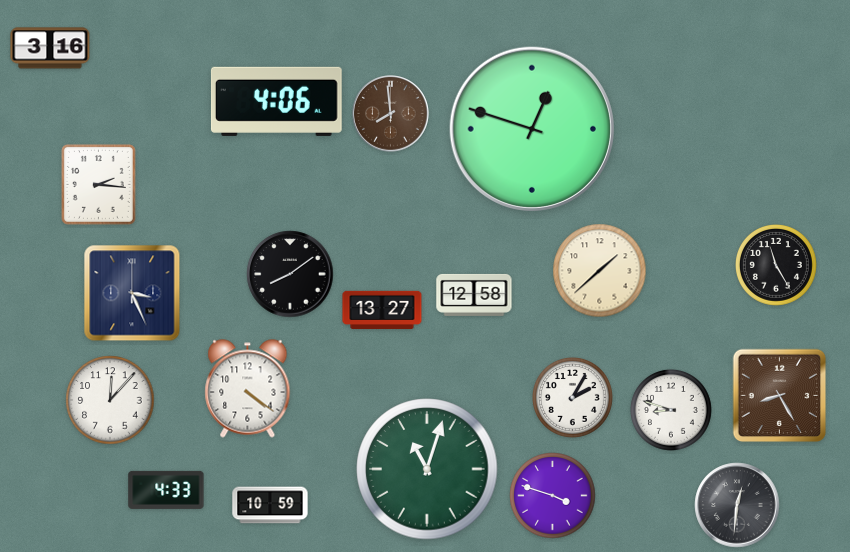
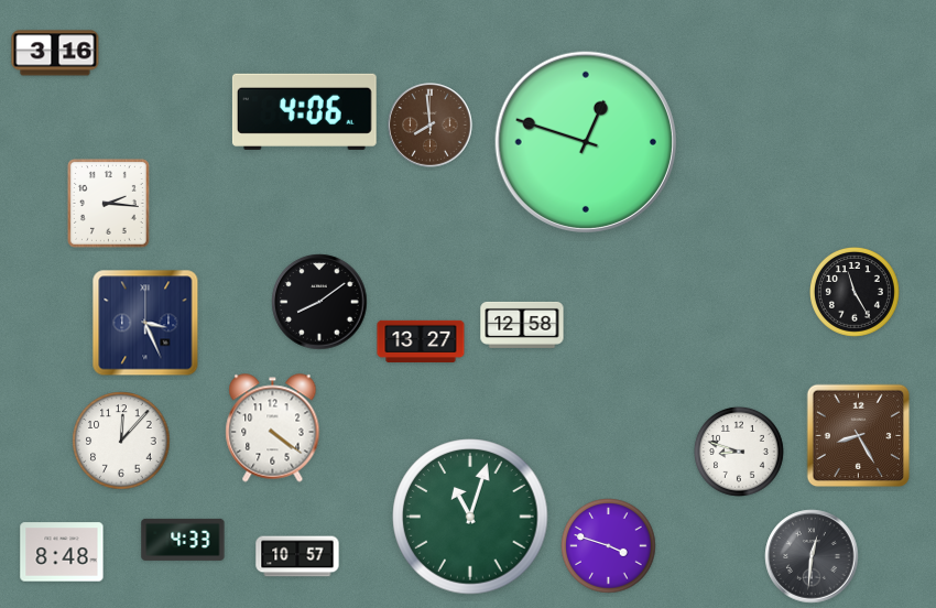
clock at (600, 271): 1:38 -> none
clock at (572, 397): 2:05 -> none
clock at (62, 552): none -> 8:48
clock at (270, 505): 10:59 -> 10:57
